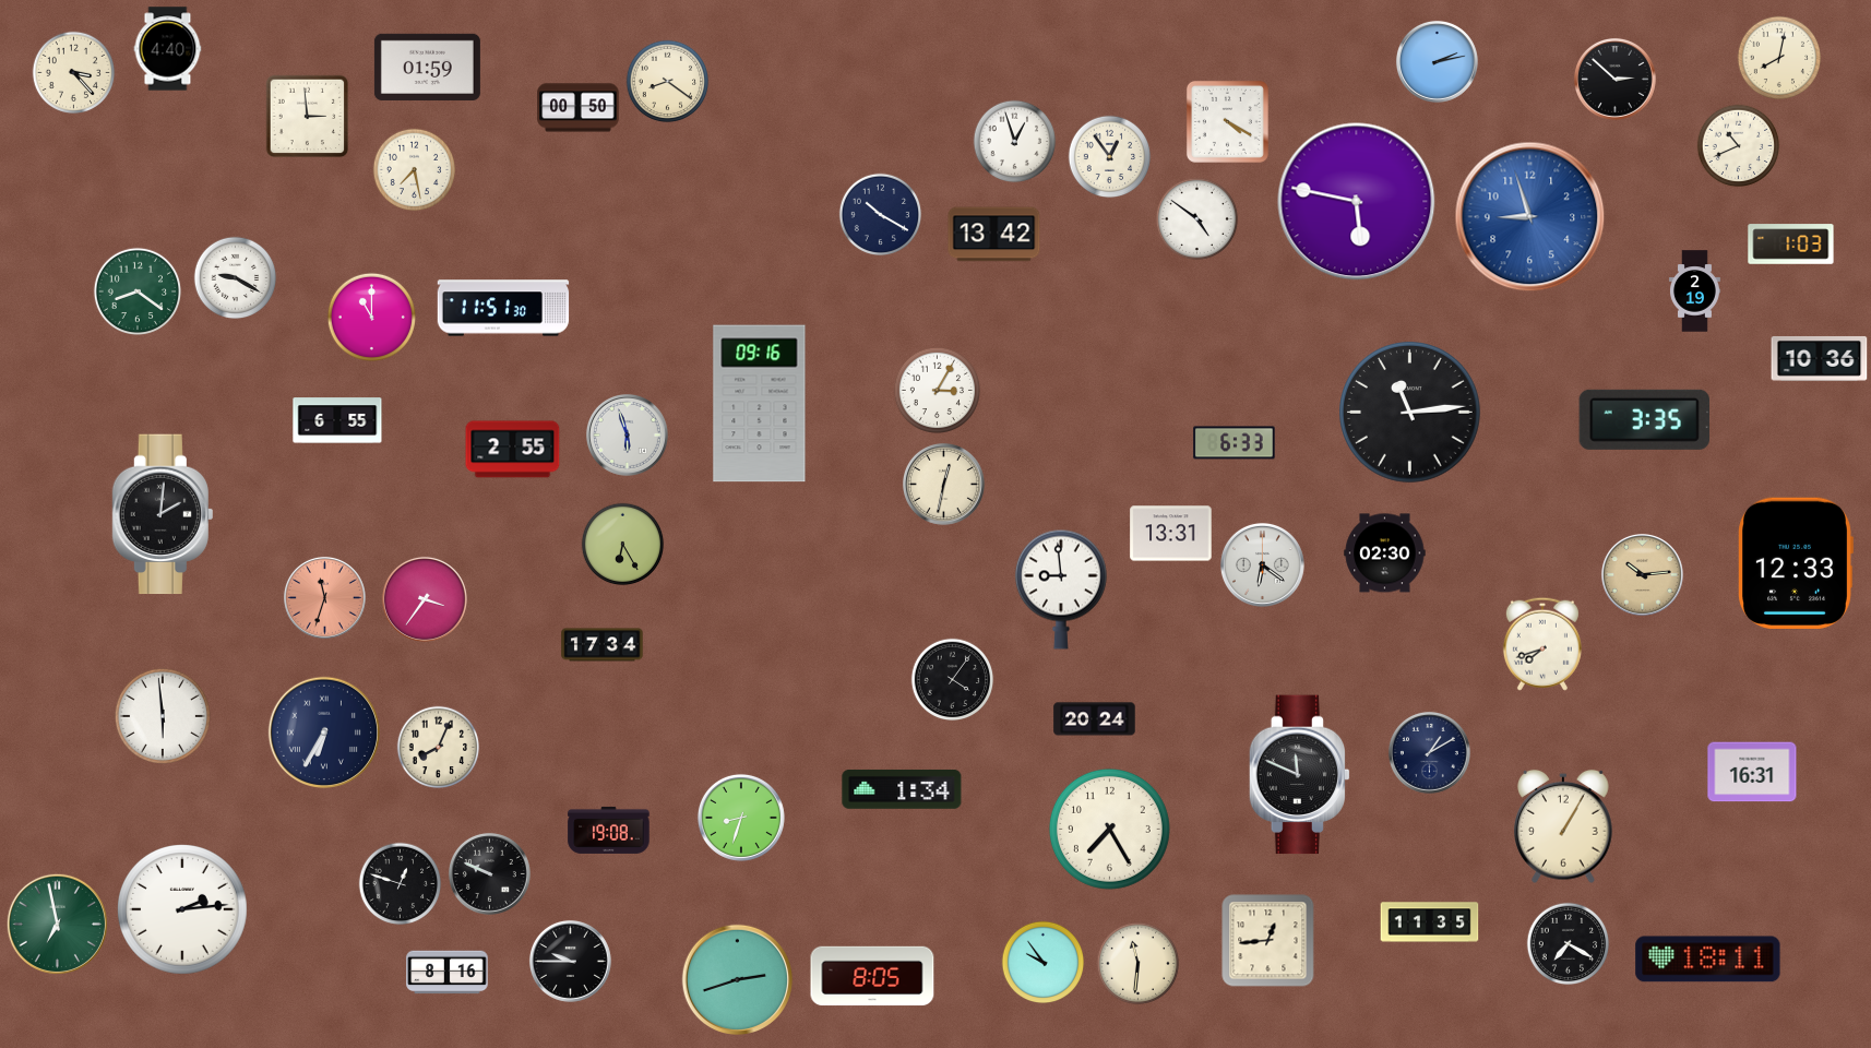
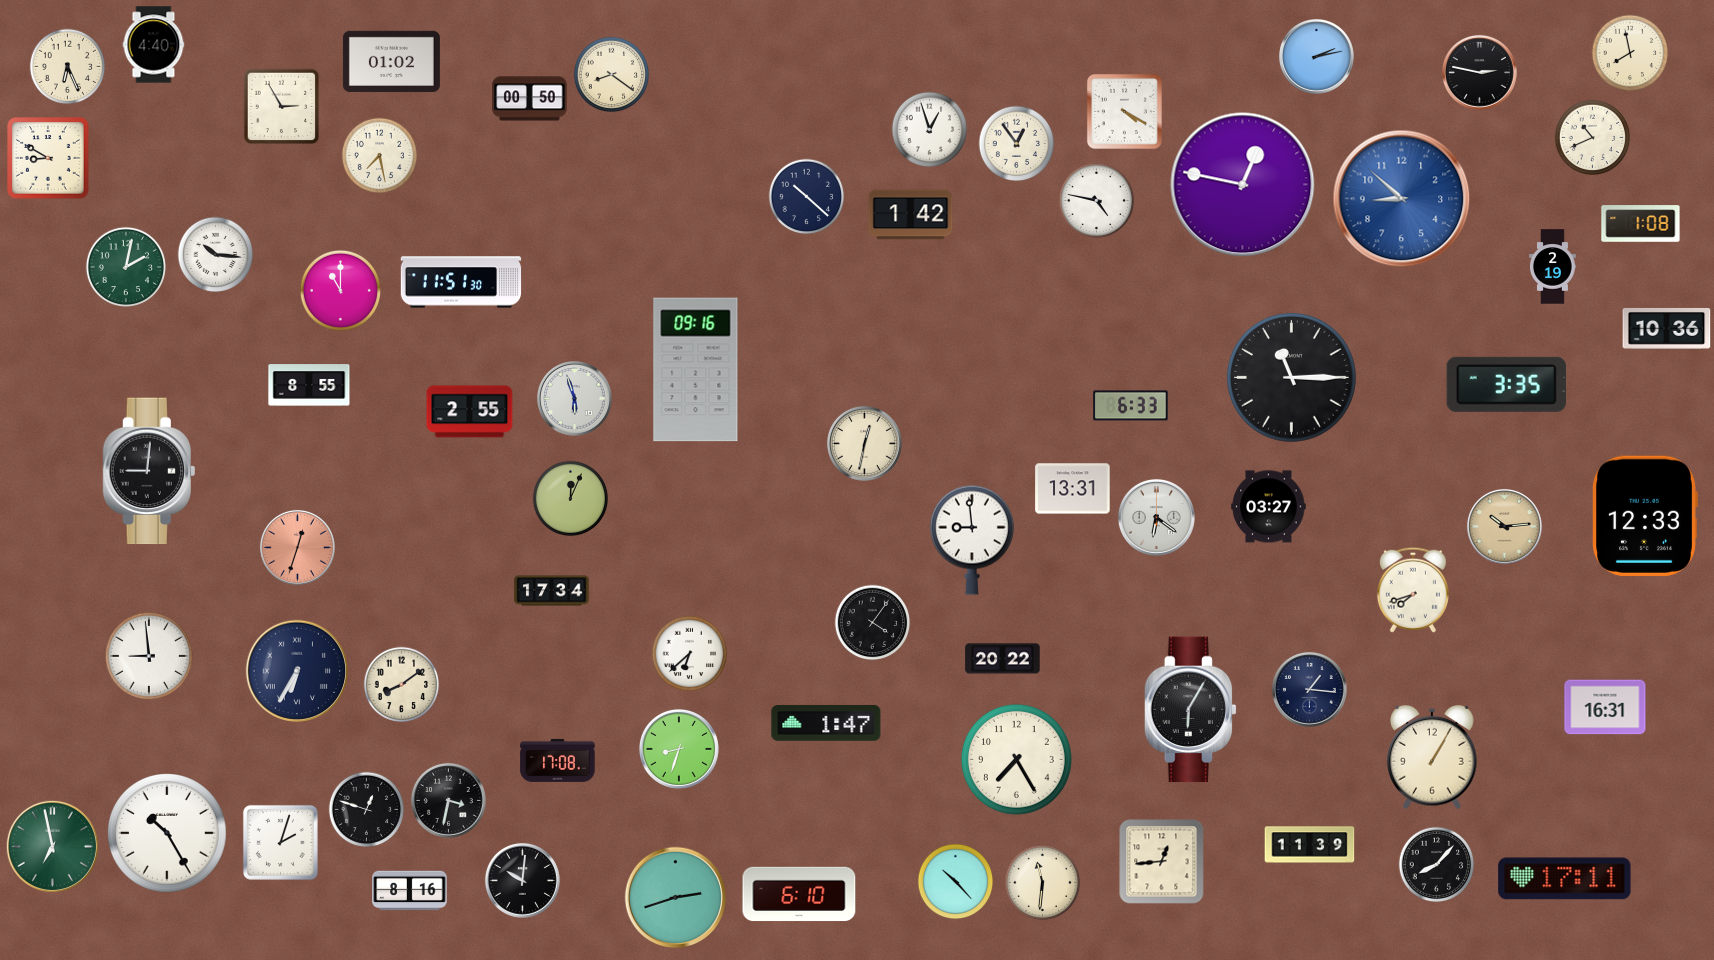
clock at (1779, 58): 8:02 -> 7:58
clock at (427, 67): 01:59 -> 01:02
clock at (74, 73): 3:23 -> 6:26
clock at (1614, 79): 2:52 -> 2:47
clock at (308, 117): 2:59 -> 2:55
clock at (1739, 146) position: (1739, 146) -> (1593, 138)
clock at (48, 158): none -> 8:50
clock at (1357, 202): 5:47 -> 12:47
clock at (881, 215): 10:20 -> 10:22
clock at (1530, 217): 8:57 -> 8:52
clock at (1197, 219): 4:51 -> 4:47
clock at (994, 235): 13:42 -> 1:42
clock at (1791, 245): 1:03 -> 1:08
clock at (236, 278): 9:20 -> 10:16
clock at (136, 290): 8:21 -> 2:02
clock at (937, 390): 3:05 -> none
clock at (1410, 413): 11:14 -> 11:15
clock at (337, 420): 6:55 -> 8:55
clock at (163, 514): 2:01 -> 9:01
clock at (623, 545): 6:25 -> 12:04
clock at (1385, 553): 02:30 -> 03:27
clock at (324, 597): 11:33 -> 12:33
clock at (425, 599): 3:36 -> none
clock at (690, 654): none -> 6:38
clock at (163, 716): 5:59 -> 8:59
clock at (1095, 719): 20:24 -> 20:22
clock at (439, 748): 8:04 -> 8:09
clock at (1429, 752): 1:10 -> 1:16
clock at (1300, 775): 11:49 -> 6:05
clock at (902, 789): 1:34 -> 1:47
clock at (609, 830): 19:08 -> 17:08
clock at (489, 873): 9:49 -> 3:32
clock at (183, 910): 2:14 -> 10:25
clock at (280, 842): none -> 2:03
clock at (1430, 922): 11:35 -> 11:39
clock at (1569, 944): 7:20 -> 8:07
clock at (1708, 960): 18:11 -> 17:11
clock at (570, 961): 9:45 -> 10:01
clock at (1044, 963): 9:54 -> 10:23
clock at (872, 976): 8:05 -> 6:10
